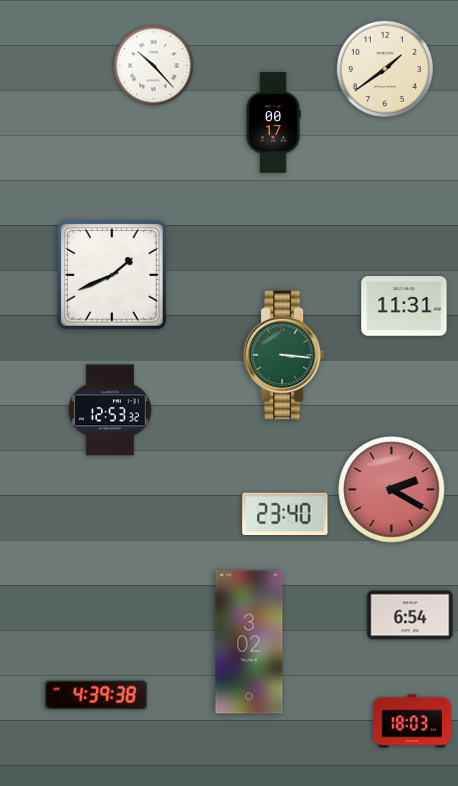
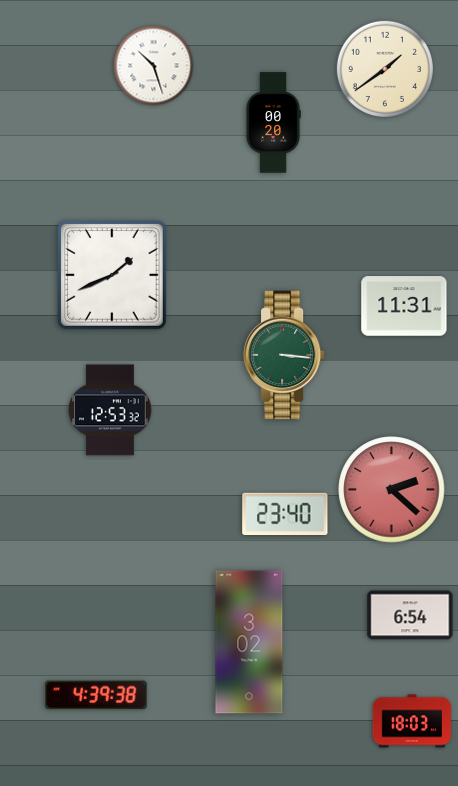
clock at (154, 66): 10:23 -> 10:27
clock at (273, 123): 00:17 -> 00:20
clock at (392, 490): 2:20 -> 2:22
